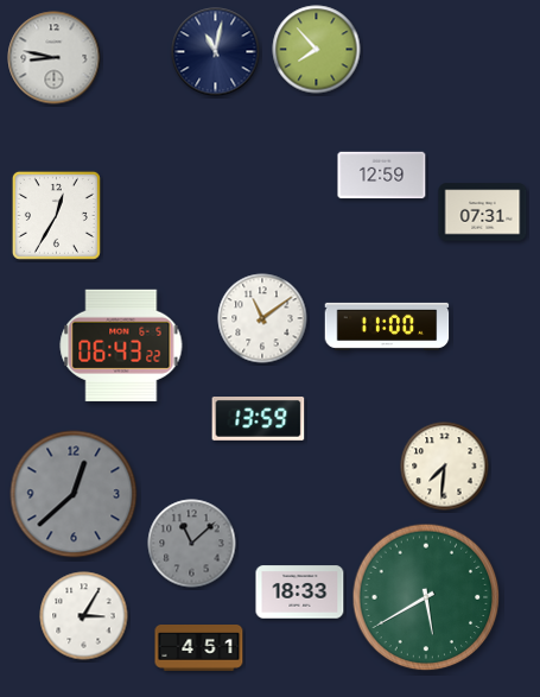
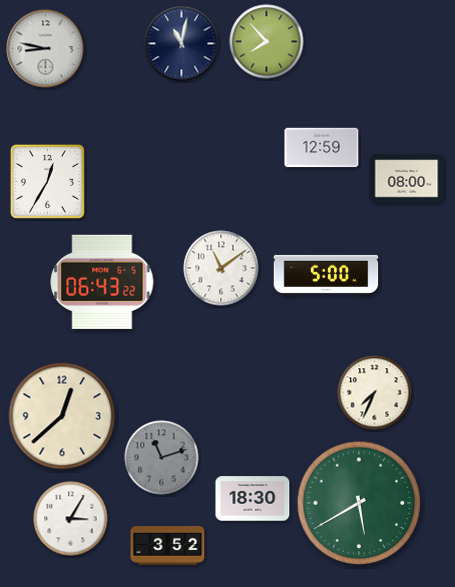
clock at (483, 213): 07:31 -> 08:00
clock at (387, 327): 11:00 -> 5:00
clock at (121, 346) position: (121, 346) -> (102, 282)
clock at (259, 419): 13:59 -> none
clock at (445, 467): 7:31 -> 7:34
clock at (74, 494) dial: grey -> cream
clock at (192, 544): 11:08 -> 11:12
clock at (300, 593): 18:33 -> 18:30
clock at (199, 648): 4:51 -> 3:52
